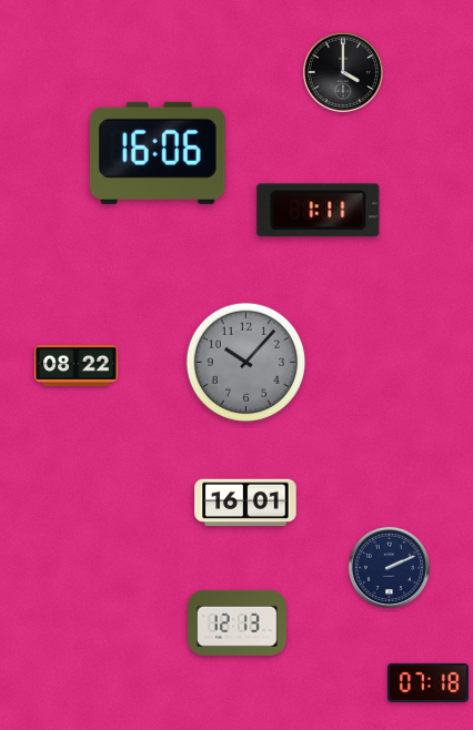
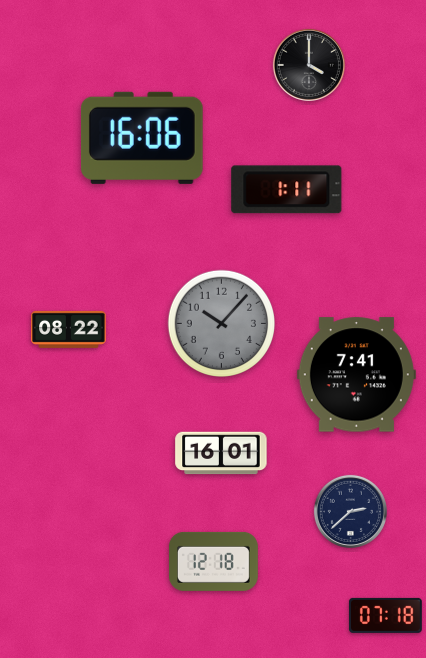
clock at (245, 362) position: (245, 362) -> (221, 323)
clock at (356, 375): none -> 7:41
clock at (389, 567): 2:11 -> 2:38
clock at (236, 622): 12:13 -> 12:18
